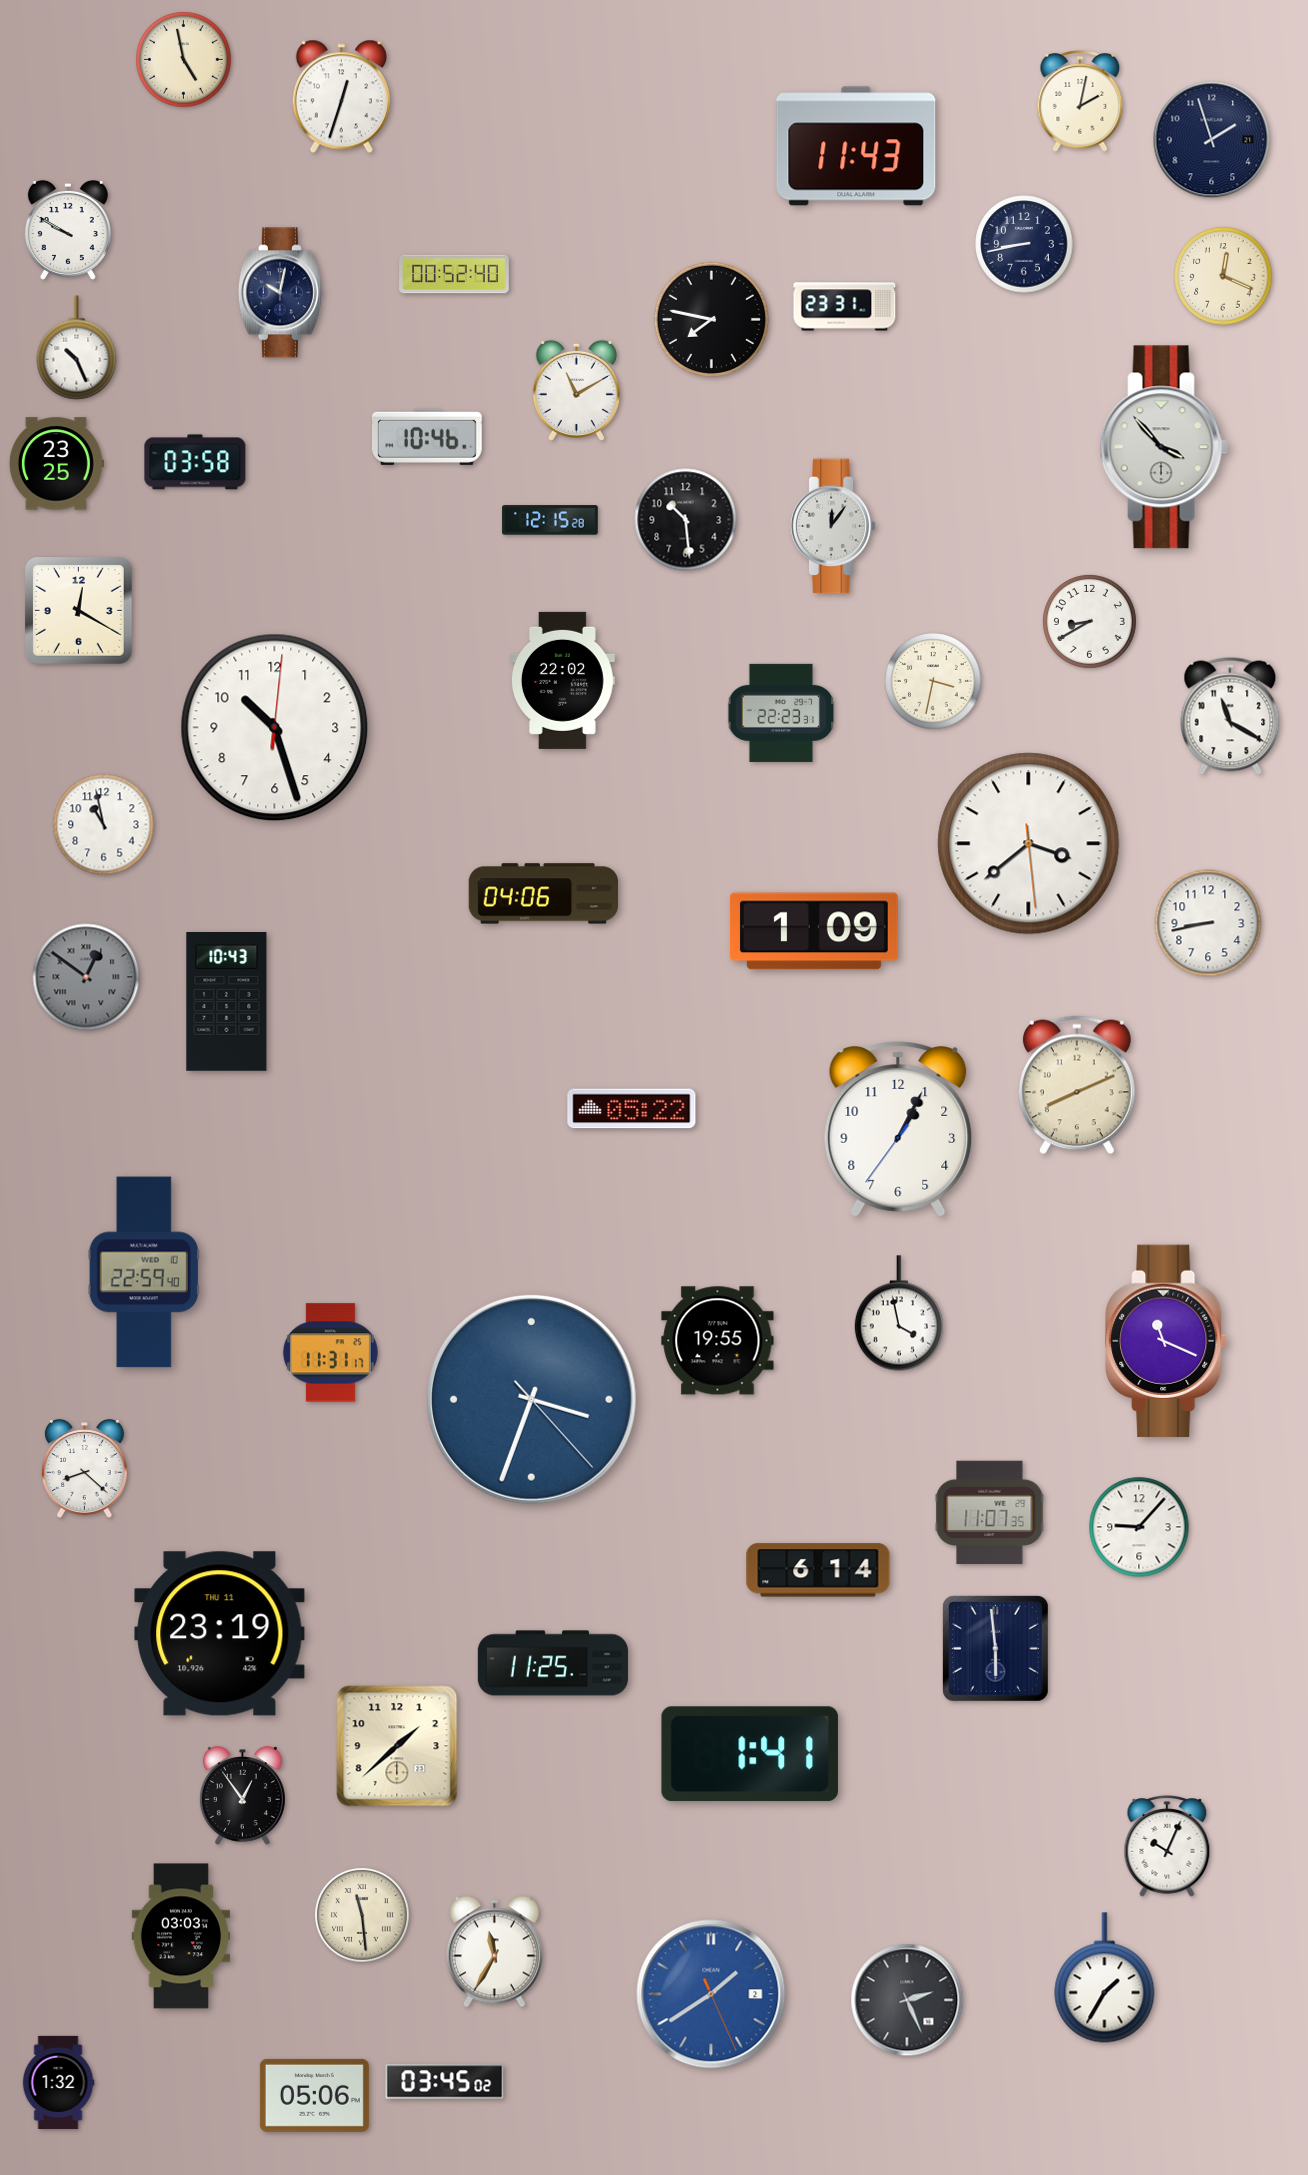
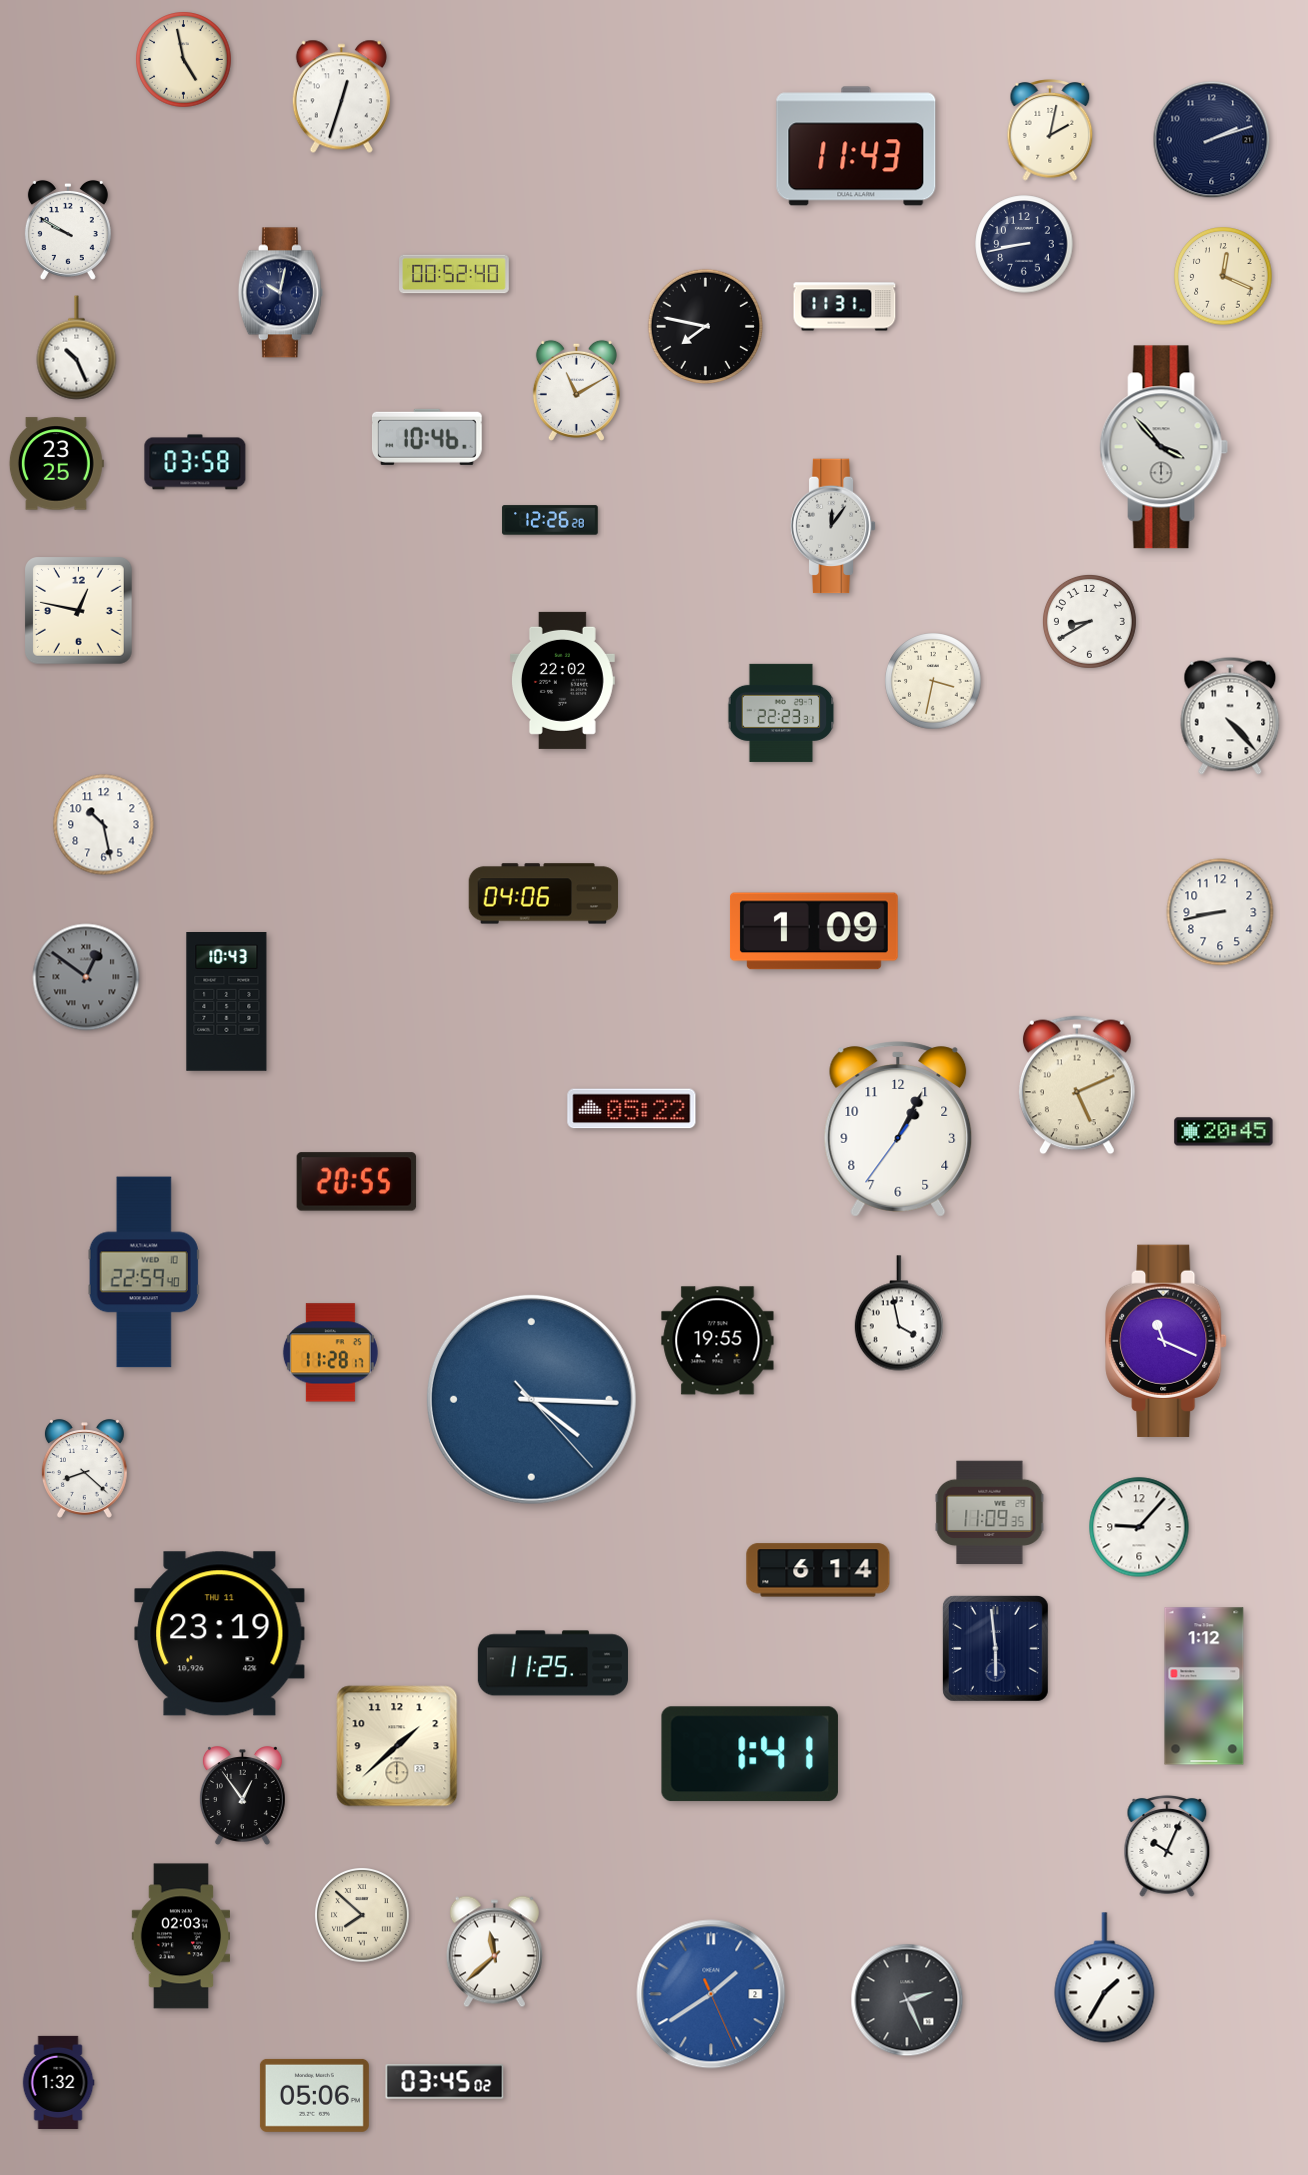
clock at (1080, 102) position: (1080, 102) -> (1050, 131)
clock at (1212, 140): 1:57 -> 2:12
clock at (845, 307): 23:31 -> 11:31
clock at (711, 319) position: (711, 319) -> (705, 326)
clock at (550, 520): 12:15 -> 12:26
clock at (686, 520): 10:29 -> none
clock at (79, 611): 12:20 -> 12:47
clock at (1230, 716): 11:20 -> 4:23
clock at (275, 728): 10:27 -> none
clock at (104, 825): 10:58 -> 10:28
clock at (1029, 844): 3:38 -> none
clock at (1208, 923) position: (1208, 923) -> (1220, 912)
clock at (1077, 1085): 8:11 -> 5:11
clock at (1224, 1132): none -> 20:45
clock at (357, 1182): none -> 20:55
clock at (330, 1353): 11:31 -> 11:28
clock at (531, 1399): 3:33 -> 4:15
clock at (990, 1513): 11:07 -> 11:09
clock at (1204, 1686): none -> 1:12
clock at (363, 1916): 11:29 -> 7:52
clock at (180, 1936): 03:03 -> 02:03
clock at (494, 1952): 11:35 -> 11:38
